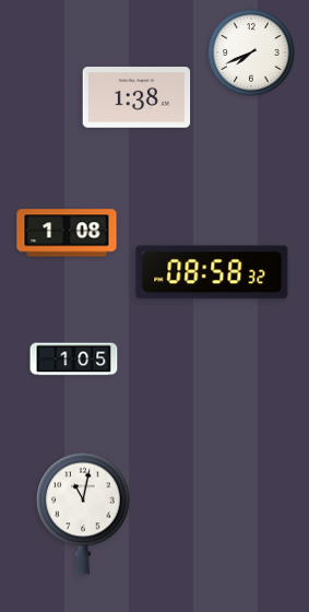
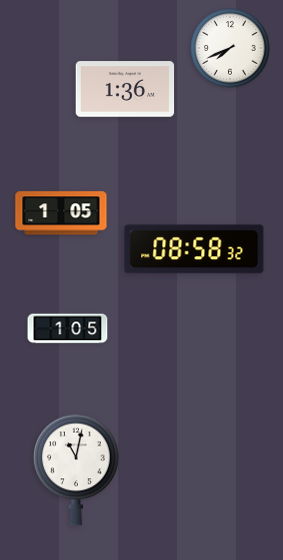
clock at (136, 97): 1:38 -> 1:36
clock at (67, 233): 1:08 -> 1:05
